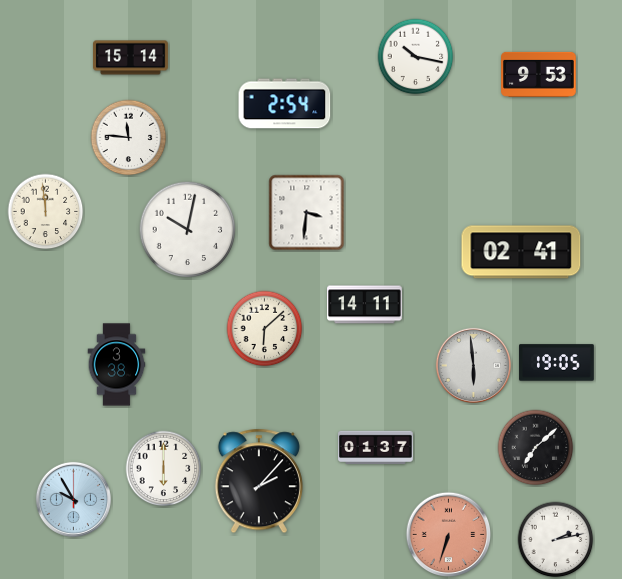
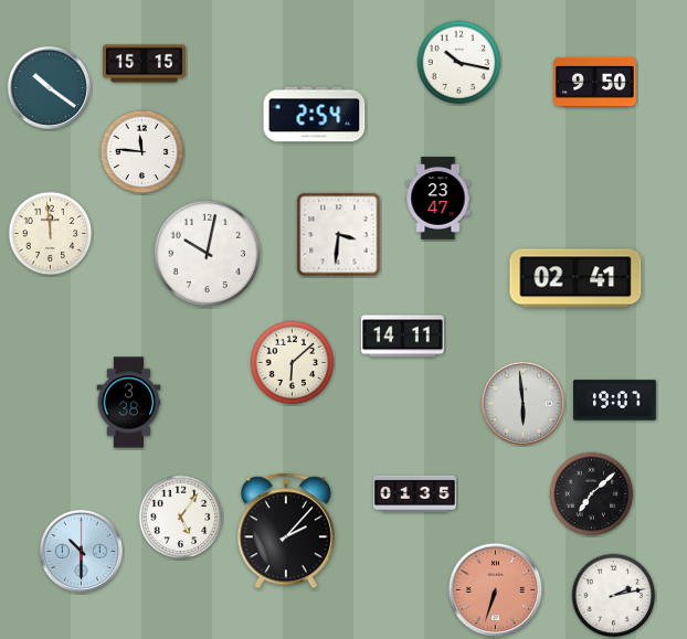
clock at (131, 58): 15:14 -> 15:15
clock at (539, 74): 9:53 -> 9:50
clock at (49, 87): none -> 10:21
clock at (438, 199): none -> 23:47
clock at (557, 363): 19:05 -> 19:07
clock at (376, 447): 01:37 -> 01:35
clock at (164, 469): 6:00 -> 5:06
clock at (73, 499): 9:55 -> 10:30
